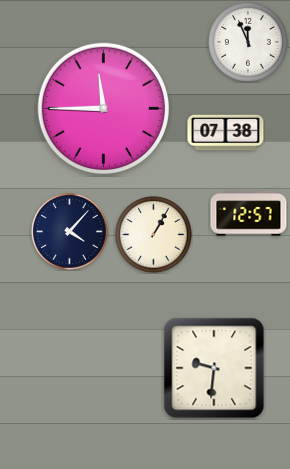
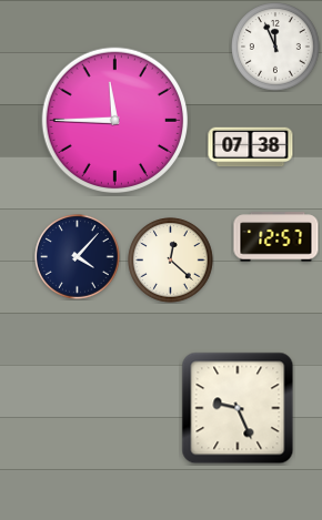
clock at (154, 235): 1:05 -> 12:22
clock at (214, 368): 9:31 -> 9:26
